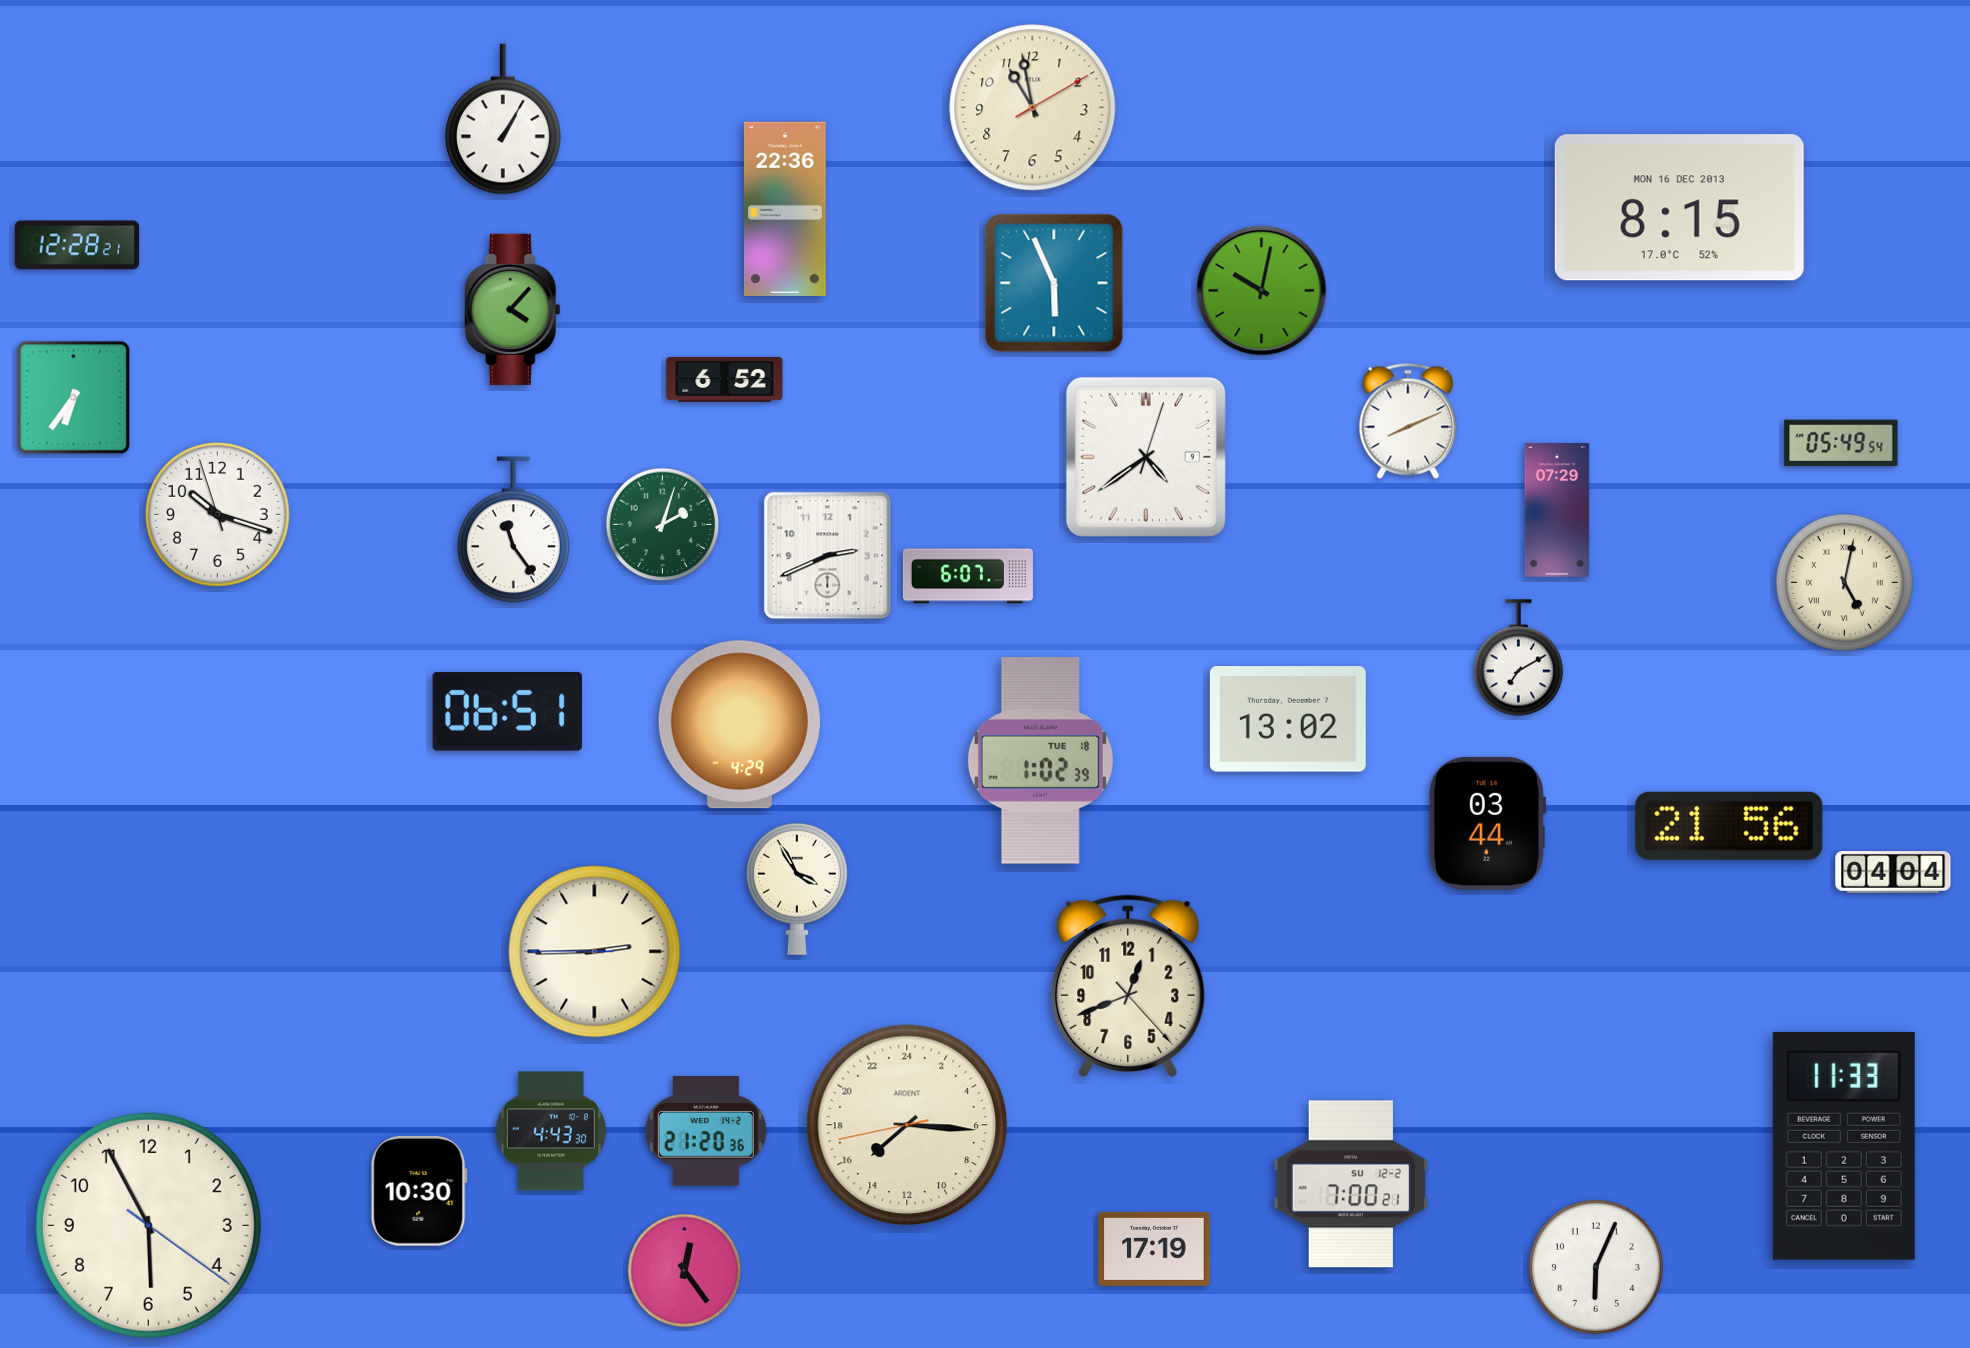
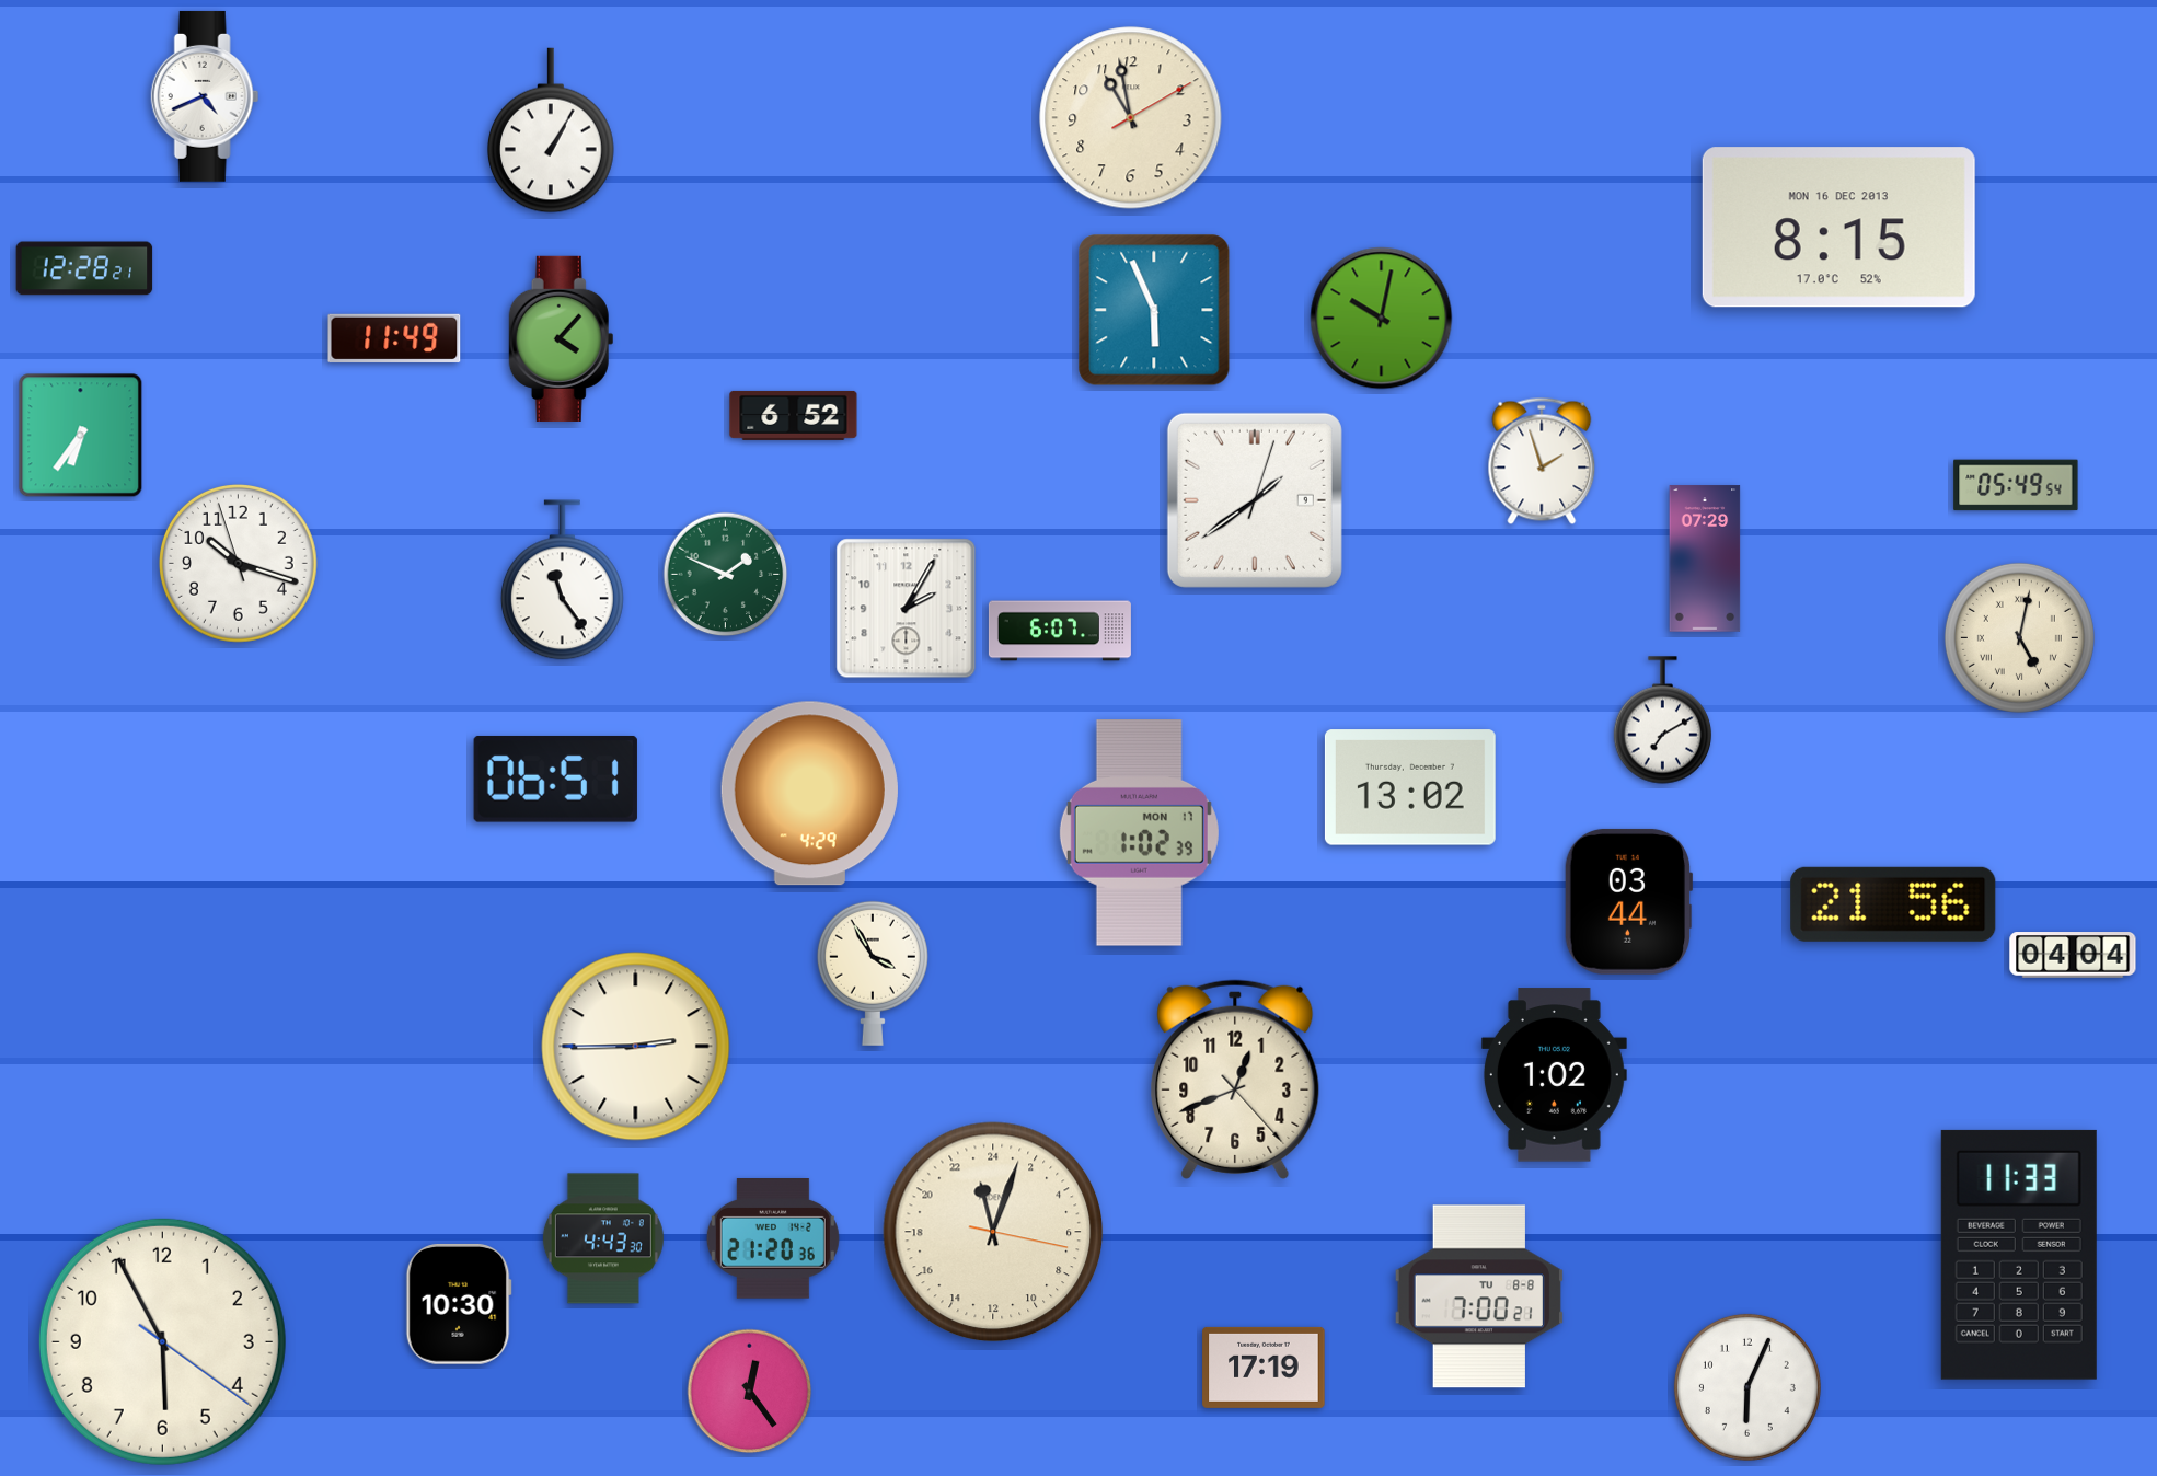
clock at (205, 96): none -> 4:41
clock at (785, 209): 22:36 -> none
clock at (394, 338): none -> 11:49
clock at (1408, 421): 8:11 -> 1:57
clock at (1146, 457): 4:39 -> 1:39
clock at (663, 525): 2:03 -> 1:49
clock at (828, 556): 2:41 -> 2:05
clock at (1040, 761) date: TUE 18 -> MON 17
clock at (595, 952) position: (595, 952) -> (636, 1047)
clock at (1554, 1075): none -> 1:02
clock at (907, 1125): 15:15 -> 23:03
clock at (1350, 1184) date: SU 12-2 -> TU 8-8
